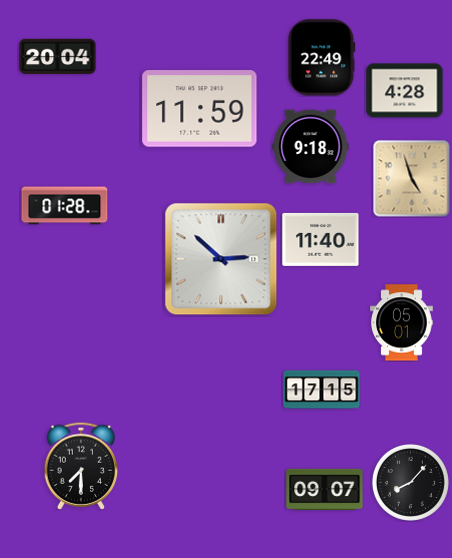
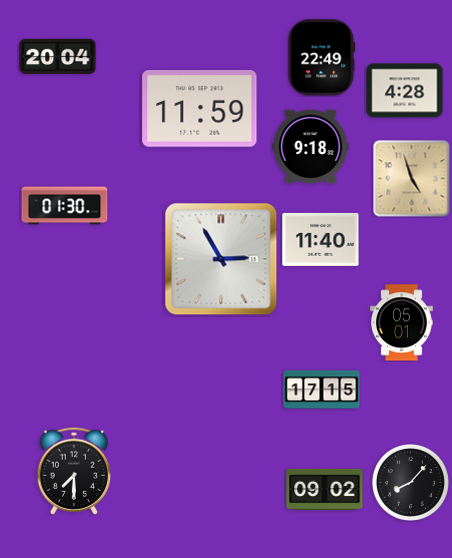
clock at (65, 206): 01:28 -> 01:30
clock at (221, 259): 2:52 -> 2:55
clock at (81, 466) position: (81, 466) -> (74, 471)
clock at (325, 490): 09:07 -> 09:02
